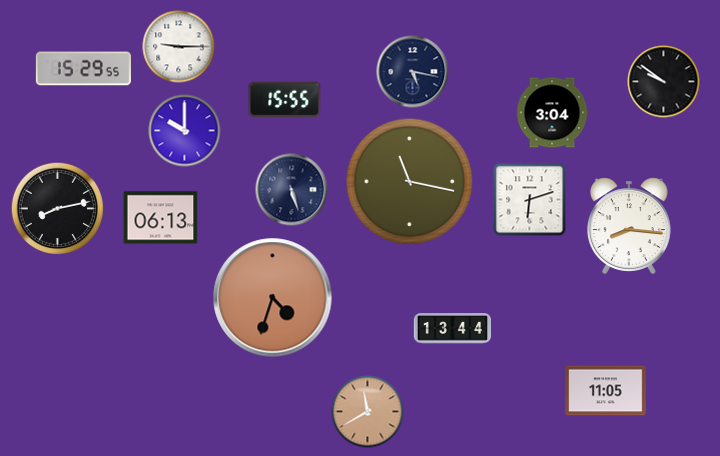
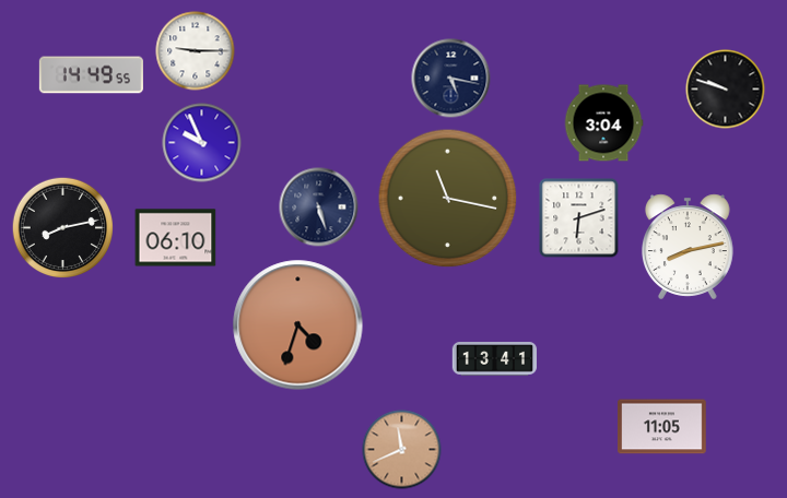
clock at (83, 69): 15:29 -> 14:49
clock at (664, 82): 9:51 -> 9:48
clock at (285, 100): 15:55 -> none
clock at (185, 131): 10:00 -> 9:56
clock at (161, 218): 06:13 -> 06:10
clock at (629, 226): 8:16 -> 8:13
clock at (452, 329): 13:44 -> 13:41
clock at (368, 412): 11:40 -> 11:41
